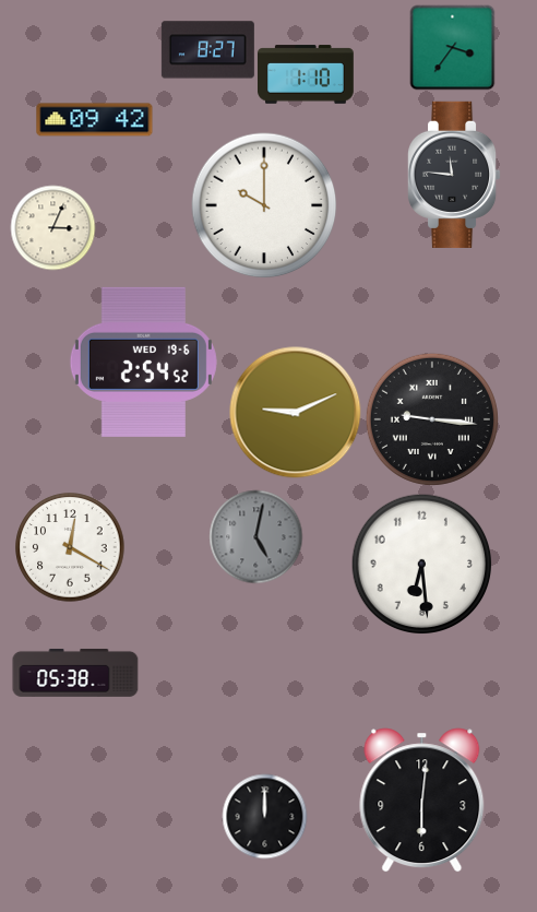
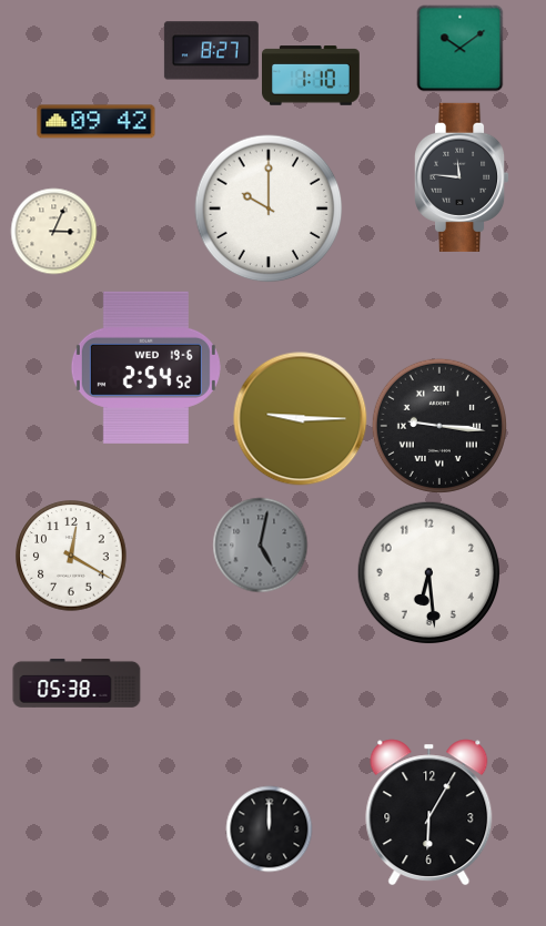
clock at (452, 47): 3:36 -> 10:09
clock at (296, 413): 9:11 -> 9:15
clock at (422, 801): 6:01 -> 6:05
